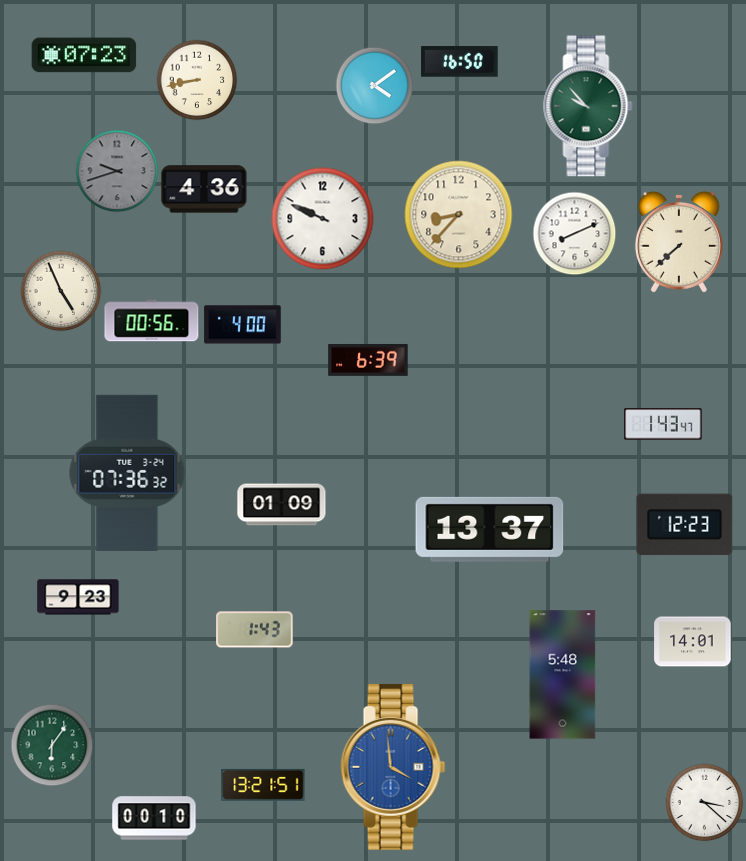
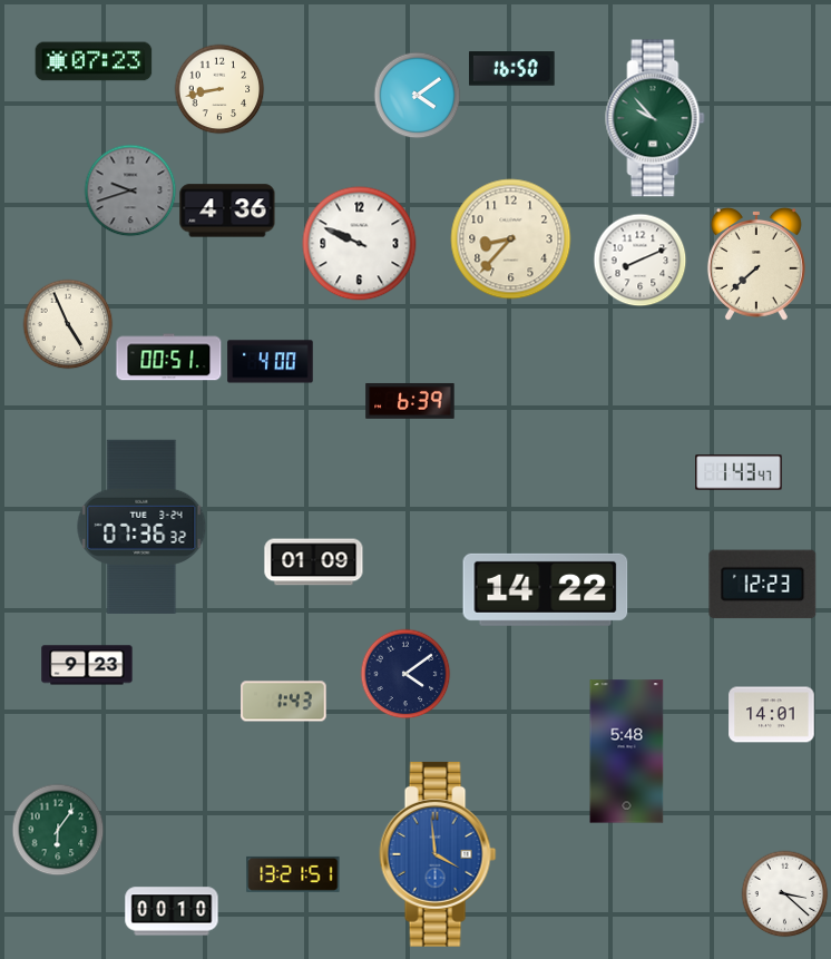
clock at (679, 242) position: (679, 242) -> (756, 264)
clock at (152, 321): 00:56 -> 00:51
clock at (490, 529): 13:37 -> 14:22
clock at (405, 674): none -> 4:09
